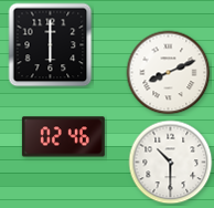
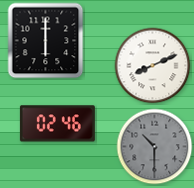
clock at (171, 163) dial: white -> grey
